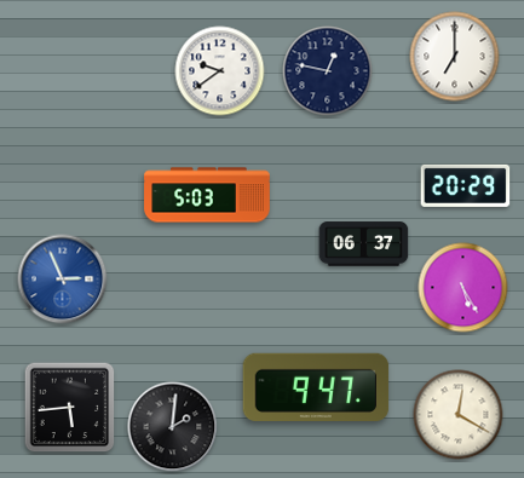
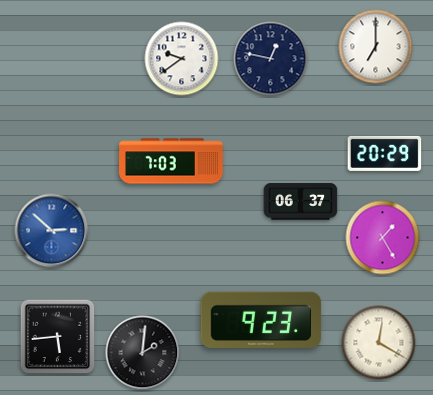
clock at (207, 195): 5:03 -> 7:03
clock at (63, 280): 2:56 -> 2:52
clock at (463, 288): 5:25 -> 1:25
clock at (316, 387): 9:47 -> 9:23
